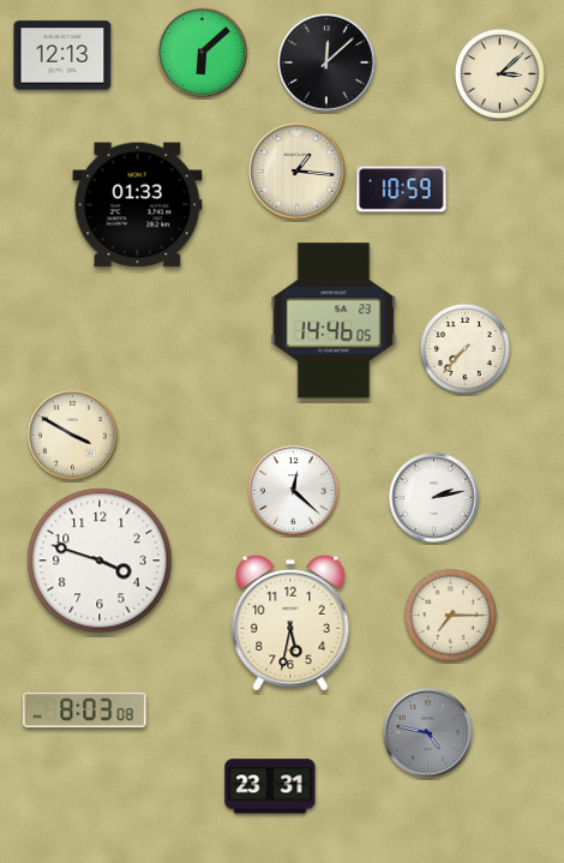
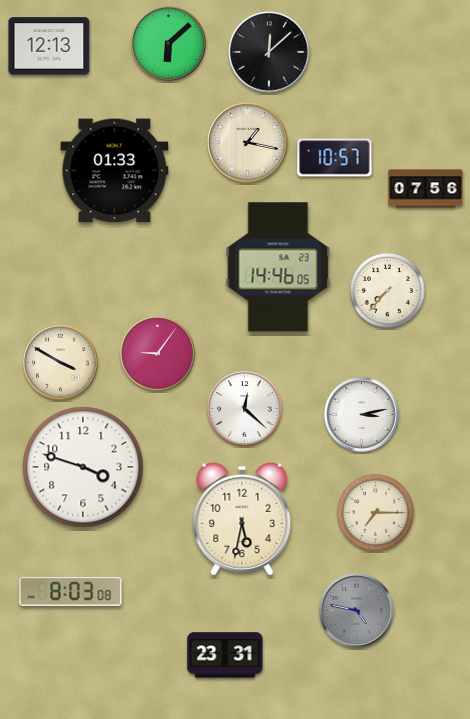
clock at (62, 55) position: (62, 55) -> (49, 46)
clock at (326, 62) position: (326, 62) -> (269, 52)
clock at (499, 73): 3:08 -> none
clock at (298, 172): 1:16 -> 1:17
clock at (402, 190): 10:59 -> 10:57
clock at (426, 189): none -> 07:56
clock at (158, 354): none -> 9:06
clock at (434, 498): 2:13 -> 3:13
